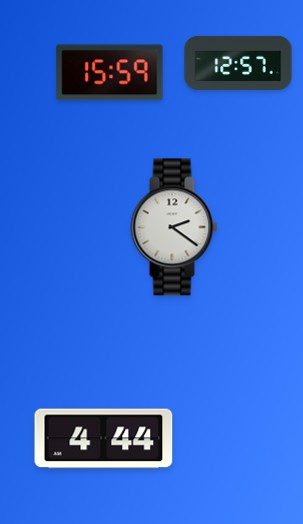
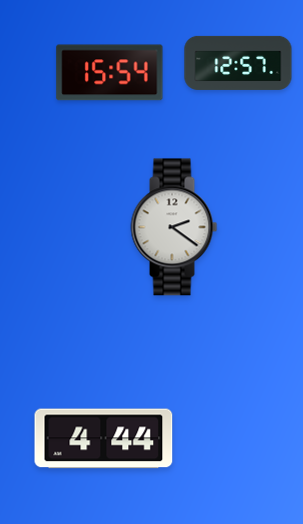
clock at (110, 73): 15:59 -> 15:54
